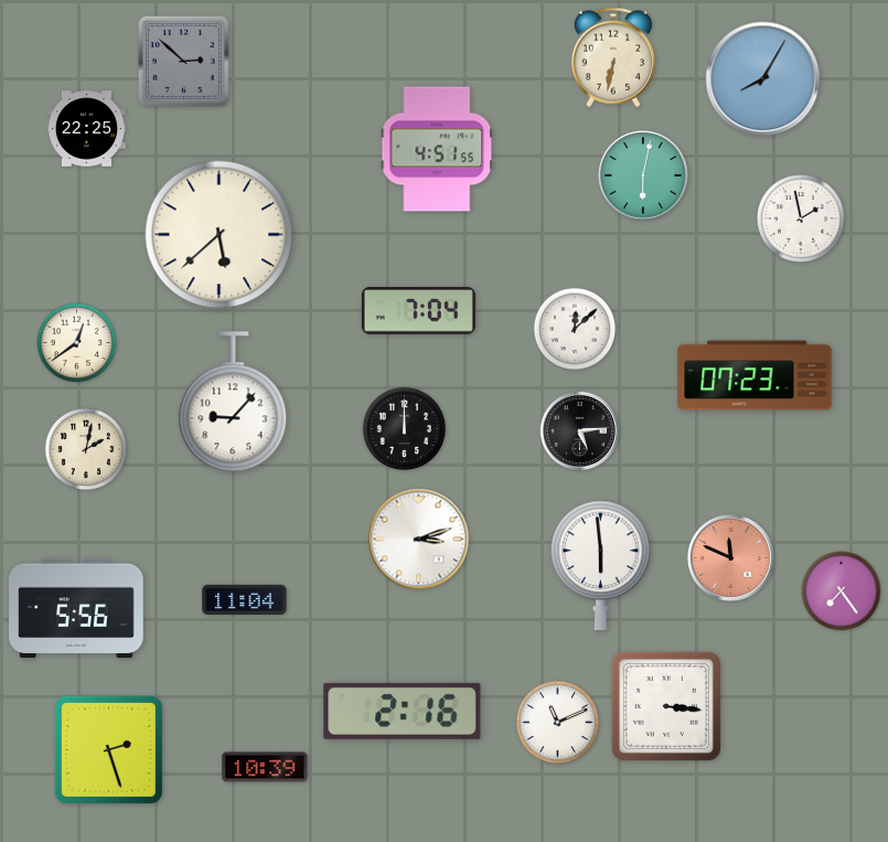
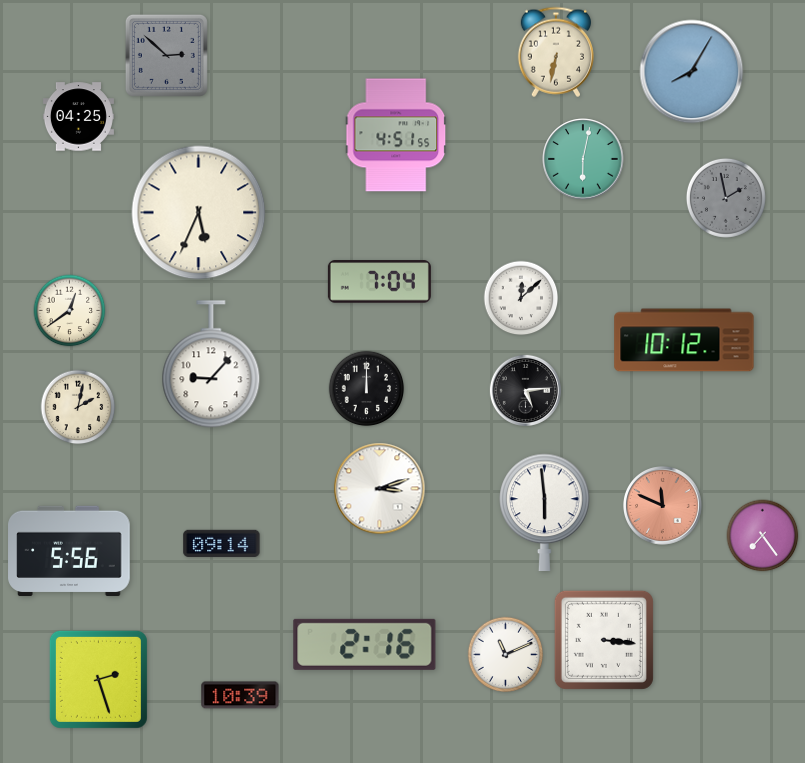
clock at (86, 129): 22:25 -> 04:25
clock at (801, 219) dial: white -> grey
clock at (220, 235): 5:38 -> 5:34
clock at (755, 375): 07:23 -> 10:12
clock at (245, 599): 11:04 -> 09:14
